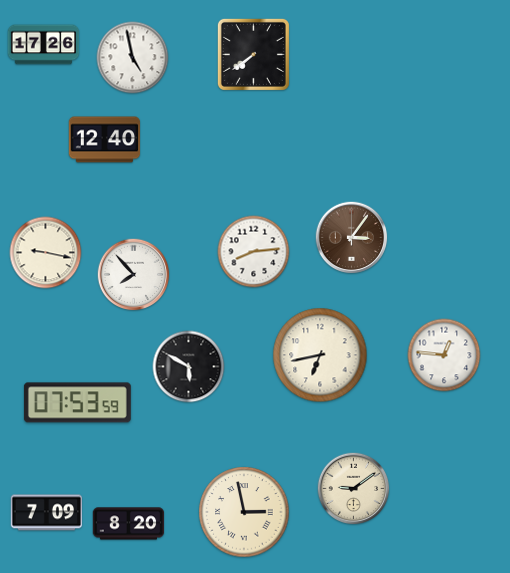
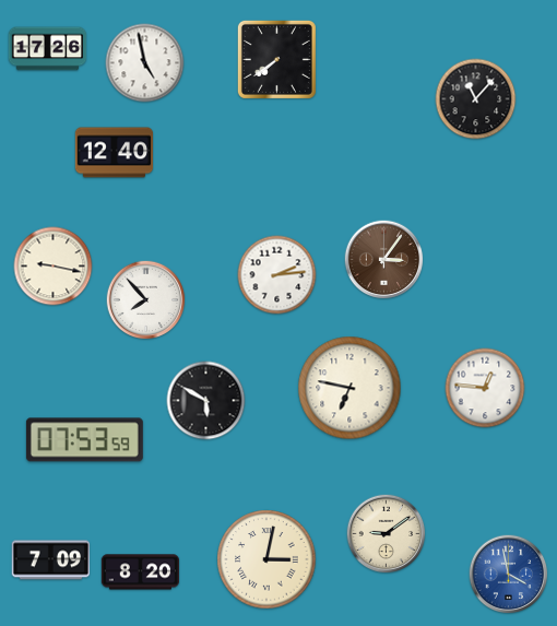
clock at (476, 99): none -> 11:07
clock at (254, 252): 8:14 -> 2:14
clock at (46, 253) position: (46, 253) -> (54, 267)
clock at (320, 355): 6:43 -> 6:47
clock at (244, 512): 2:58 -> 3:02
clock at (509, 575): none -> 3:58
